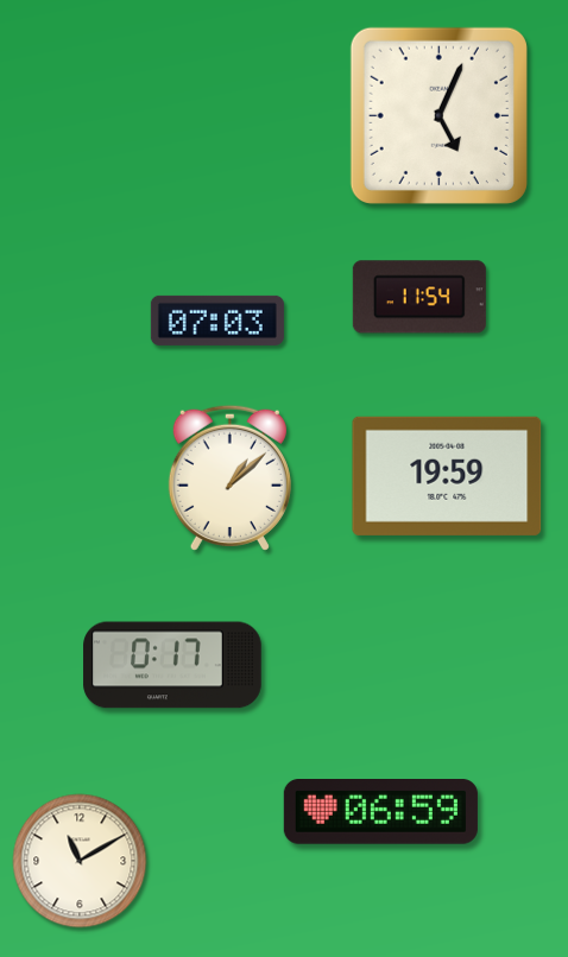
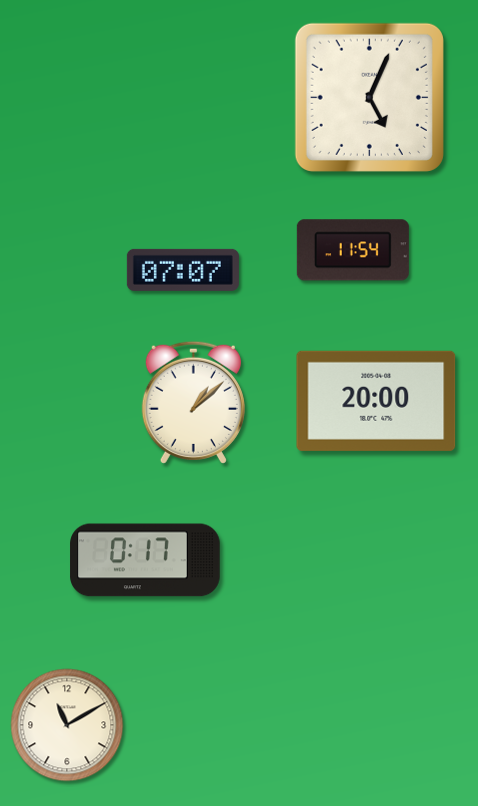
clock at (217, 321): 07:03 -> 07:07
clock at (447, 476): 19:59 -> 20:00
clock at (380, 812): 06:59 -> none
